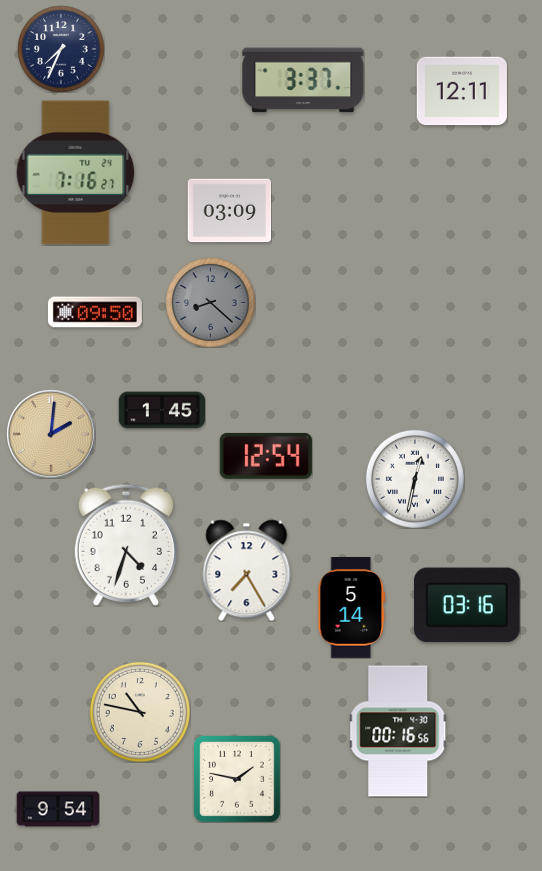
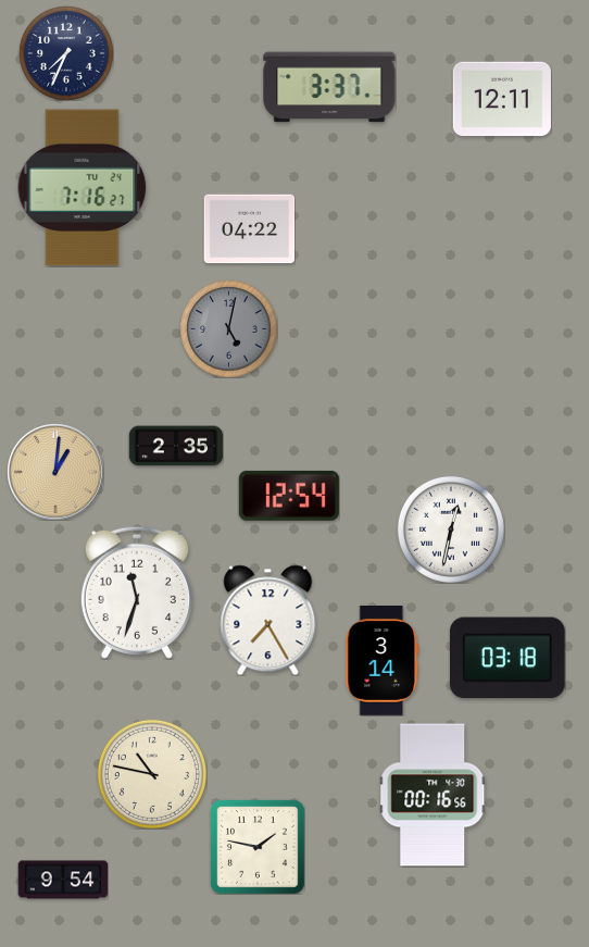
clock at (229, 211): 03:09 -> 04:22
clock at (210, 302): 8:22 -> 5:02
clock at (95, 312): 09:50 -> none
clock at (162, 410): 1:45 -> 2:35
clock at (51, 434): 2:01 -> 1:01
clock at (415, 479) position: (415, 479) -> (451, 529)
clock at (126, 545): 4:33 -> 11:33
clock at (468, 605): 03:16 -> 03:18
clock at (352, 608): 5:14 -> 3:14
